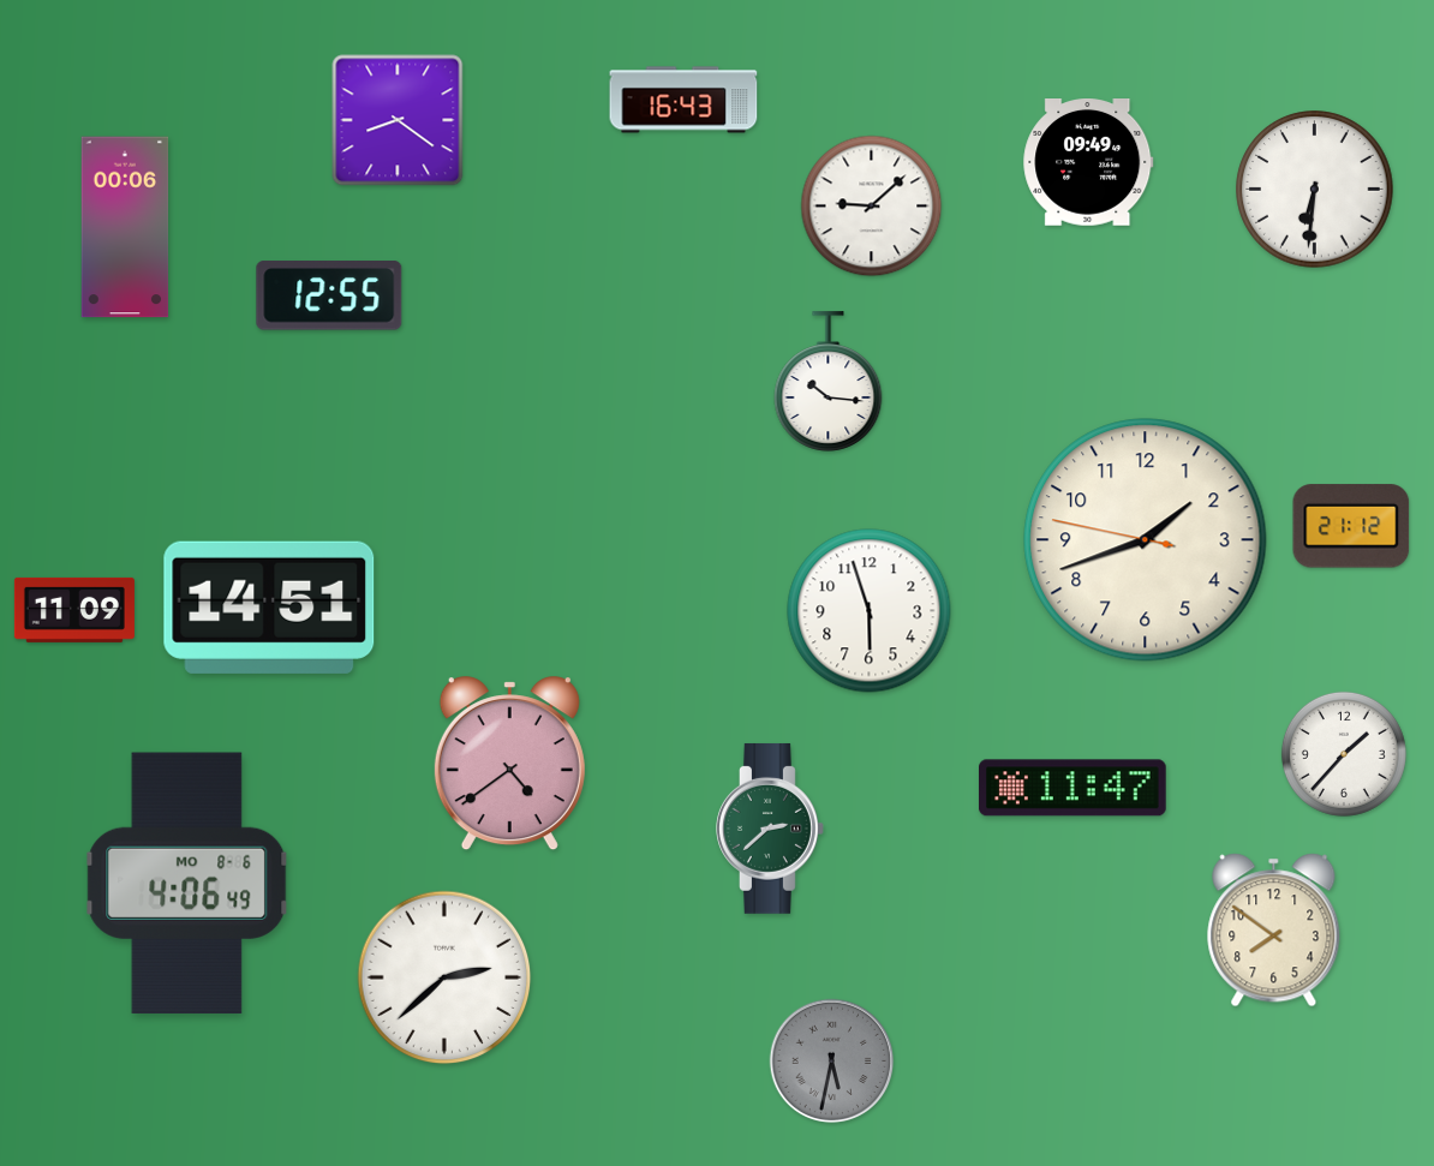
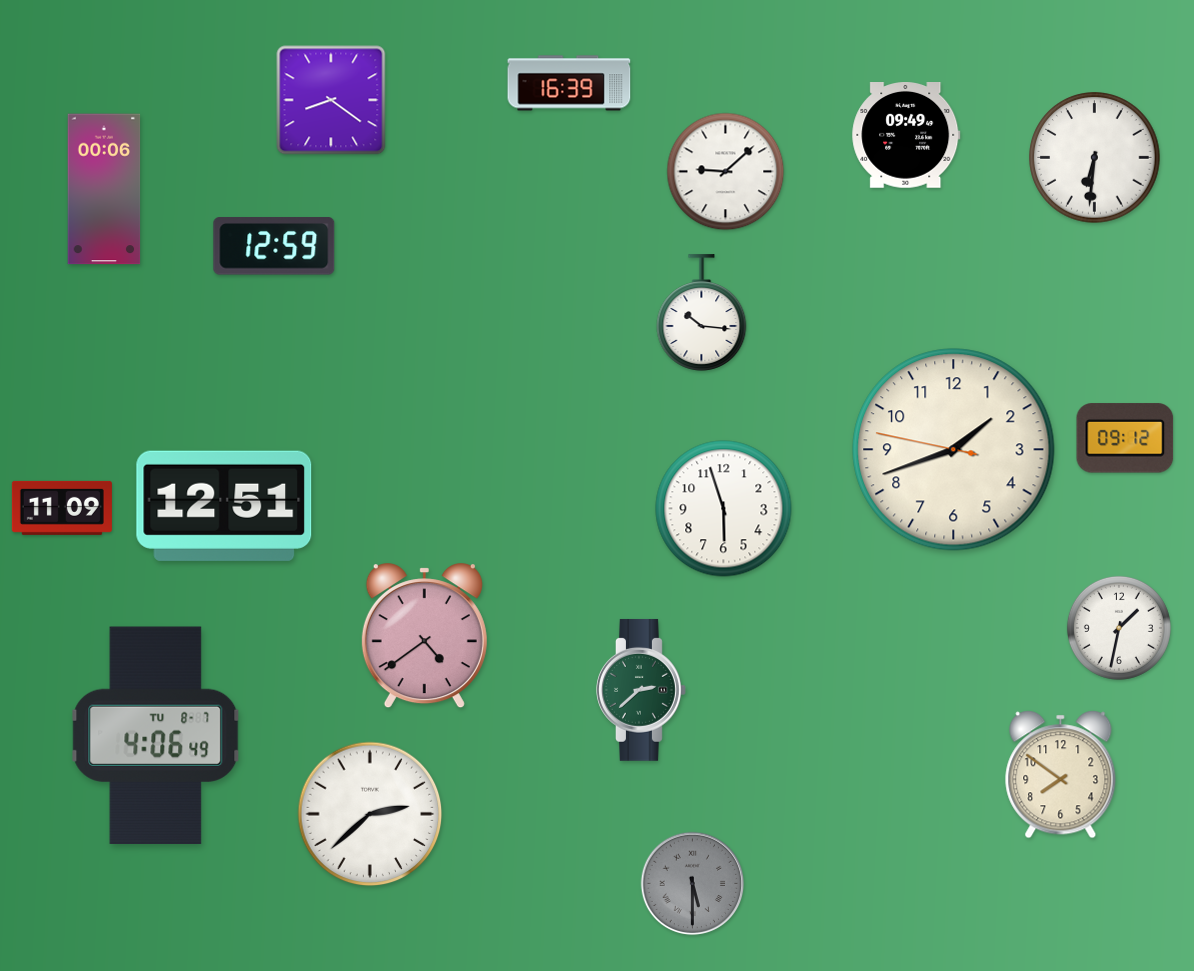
clock at (683, 100): 16:43 -> 16:39
clock at (329, 295): 12:55 -> 12:59
clock at (829, 382) position: (829, 382) -> (702, 313)
clock at (1351, 526): 21:12 -> 09:12
clock at (269, 608): 14:51 -> 12:51
clock at (1344, 754): 1:37 -> 1:32
clock at (1074, 788): 11:47 -> none
clock at (187, 883) date: MO 8-6 -> TU 8-7
clock at (832, 1062): 5:32 -> 5:30
